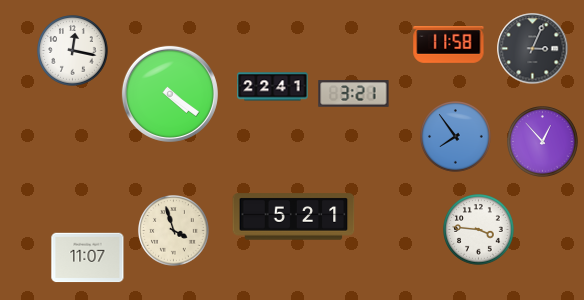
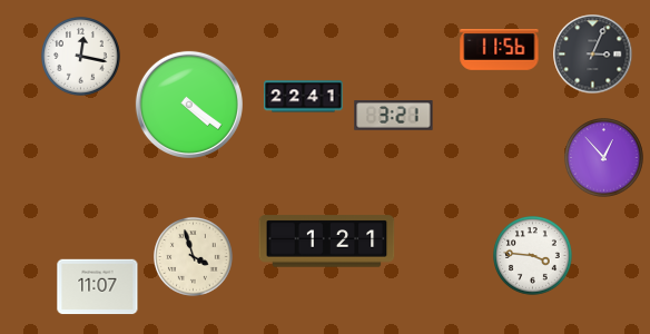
clock at (449, 45): 11:58 -> 11:56
clock at (354, 94) position: (354, 94) -> (394, 116)
clock at (456, 137): 7:54 -> none
clock at (294, 217): 5:21 -> 1:21
